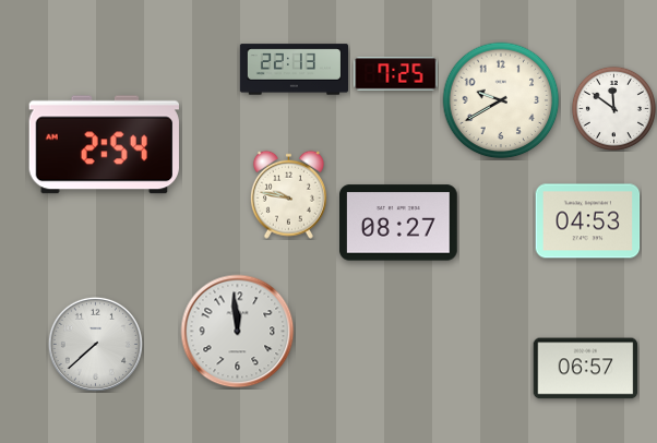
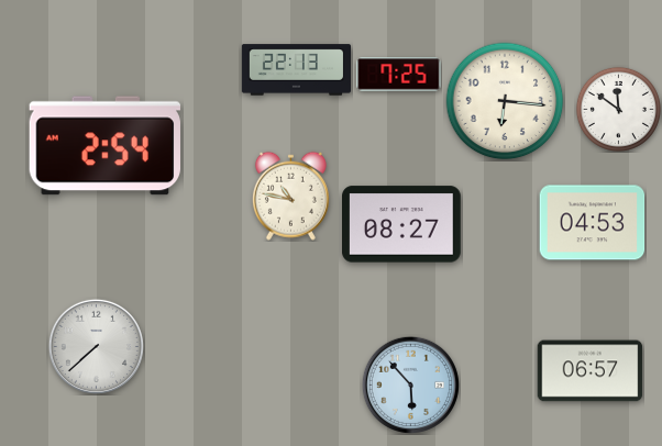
clock at (501, 100): 9:40 -> 6:16
clock at (288, 194): 9:47 -> 10:47
clock at (238, 332): 11:59 -> none
clock at (410, 384): none -> 5:53
